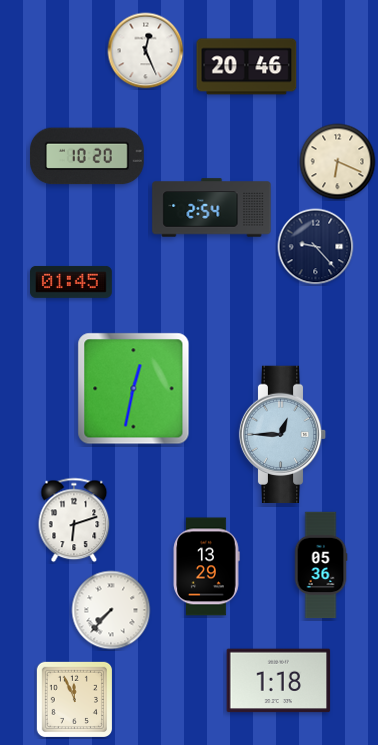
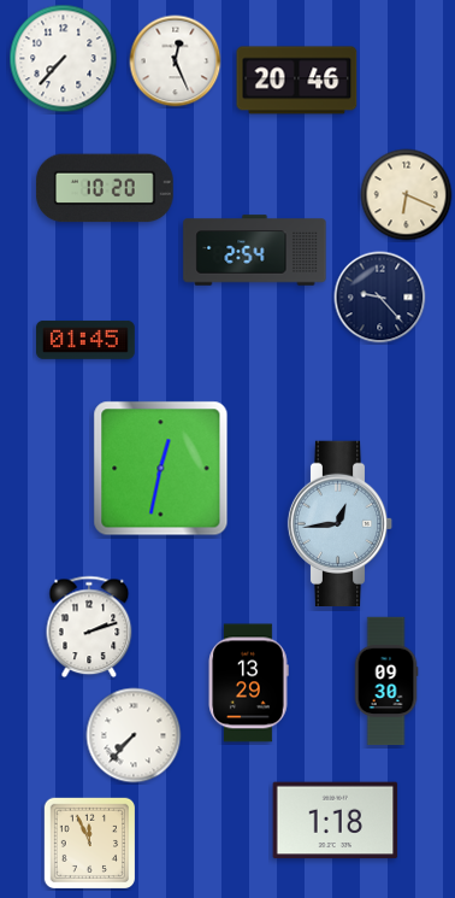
clock at (64, 59): none -> 7:37
clock at (283, 435): 12:45 -> 12:44
clock at (74, 520): 6:12 -> 2:12
clock at (321, 565): 05:36 -> 09:30
